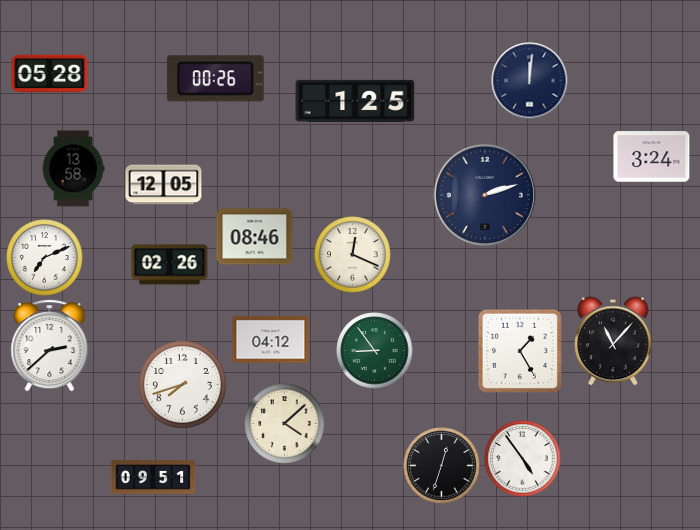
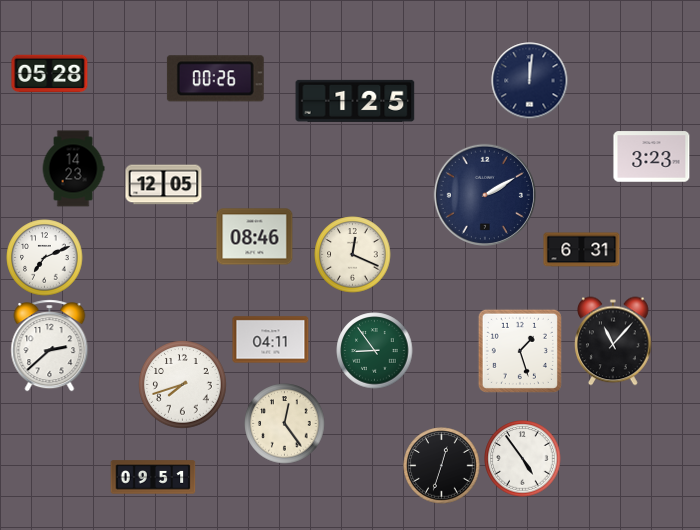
clock at (652, 157): 3:24 -> 3:23
clock at (73, 169): 13:58 -> 14:23
clock at (485, 195): 2:12 -> 2:10
clock at (582, 250): none -> 6:31
clock at (170, 265): 02:26 -> none
clock at (271, 340): 04:12 -> 04:11
clock at (520, 351): 1:25 -> 1:27
clock at (285, 424): 4:08 -> 12:24
